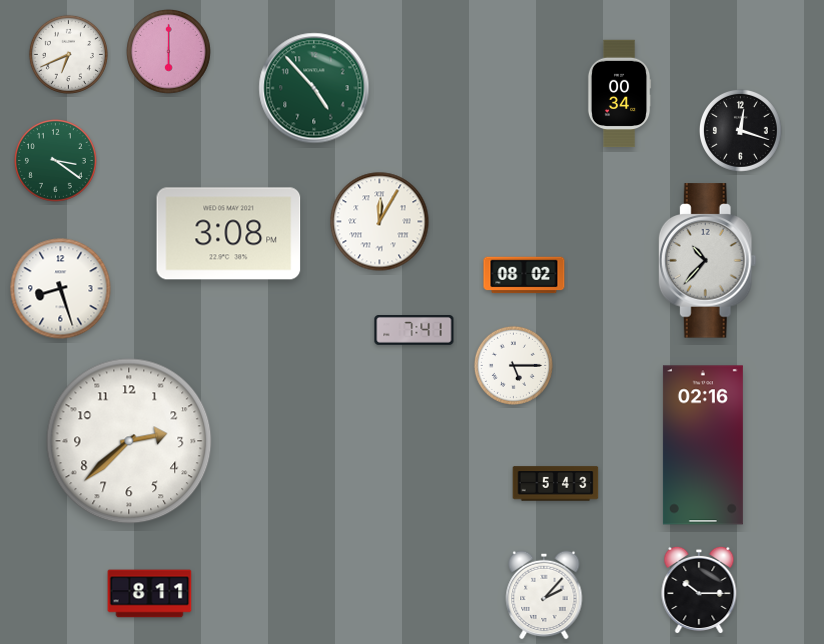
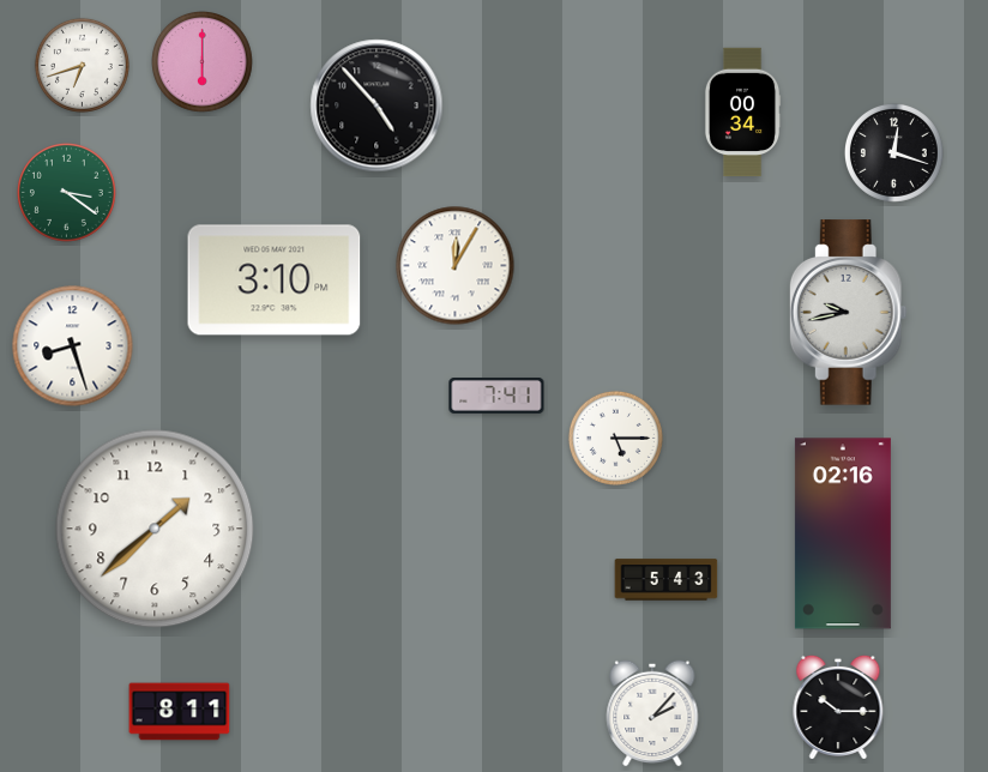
clock at (68, 54): 6:41 -> 6:42
clock at (314, 88) dial: green -> black
clock at (740, 130) position: (740, 130) -> (893, 152)
clock at (229, 234): 3:08 -> 3:10
clock at (707, 261): 10:37 -> 9:43
clock at (524, 275): 08:02 -> none
clock at (129, 441): 2:38 -> 1:38
